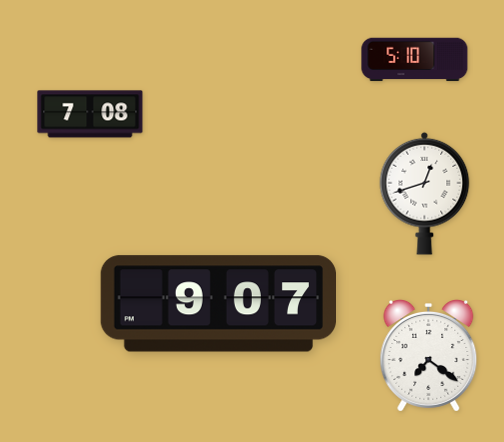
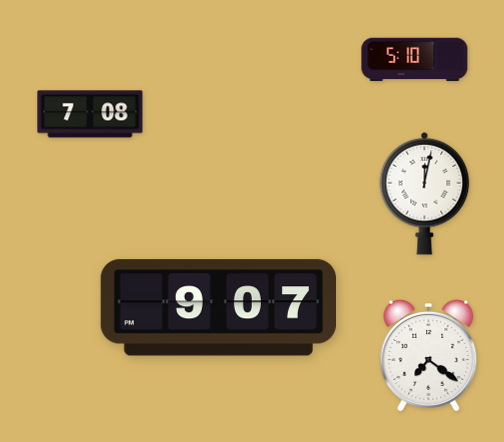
clock at (425, 193): 12:42 -> 12:02
clock at (218, 304) position: (218, 304) -> (218, 308)
